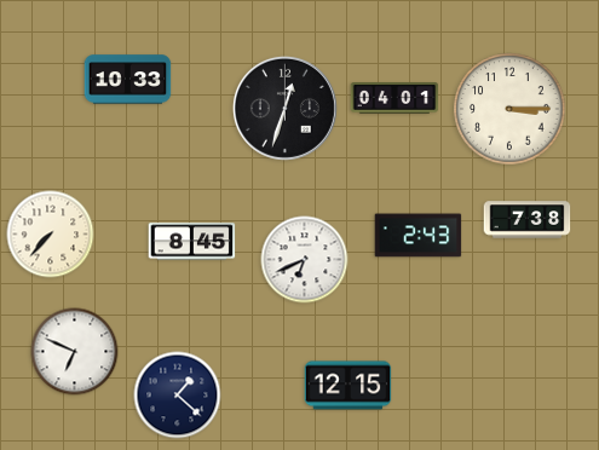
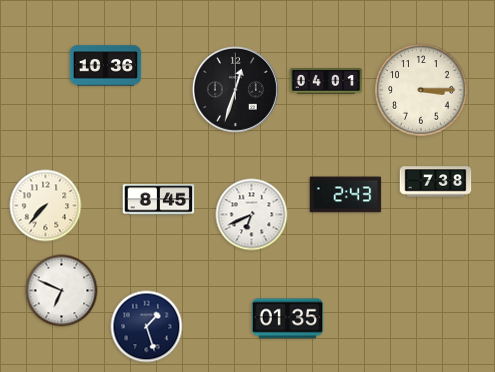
clock at (128, 80): 10:33 -> 10:36
clock at (51, 235) position: (51, 235) -> (46, 206)
clock at (349, 386): 12:15 -> 01:35
clock at (178, 396): 1:22 -> 1:27
